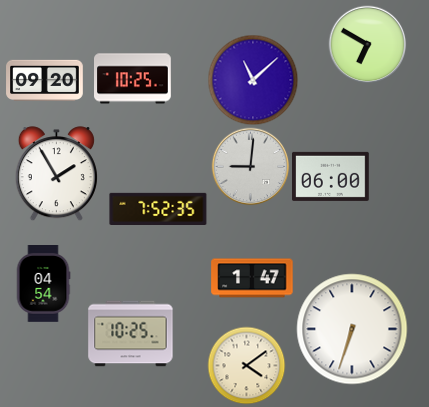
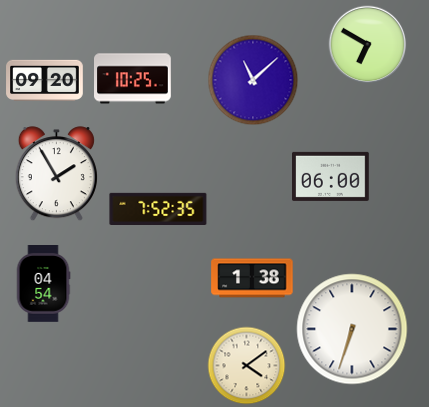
clock at (250, 166): 9:01 -> none
clock at (252, 278): 1:47 -> 1:38
clock at (131, 334): 10:25 -> none
